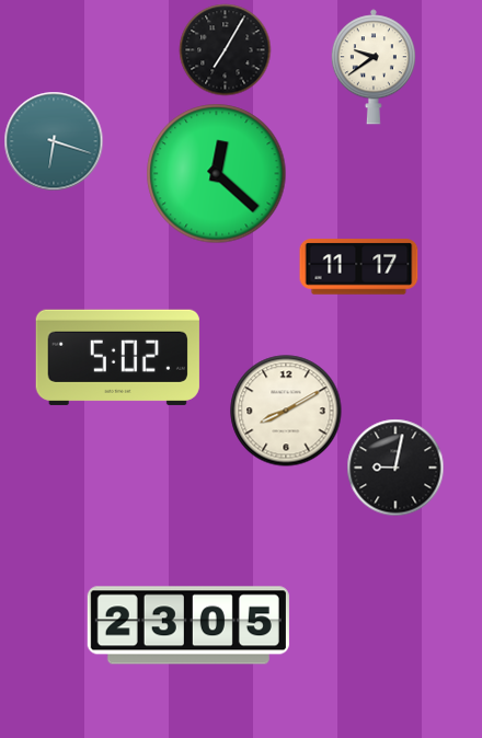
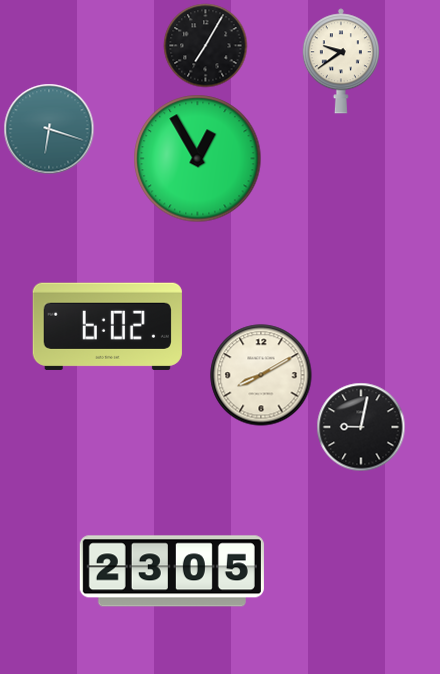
clock at (217, 174): 12:22 -> 12:55
clock at (359, 267): 11:17 -> none
clock at (117, 357): 5:02 -> 6:02
